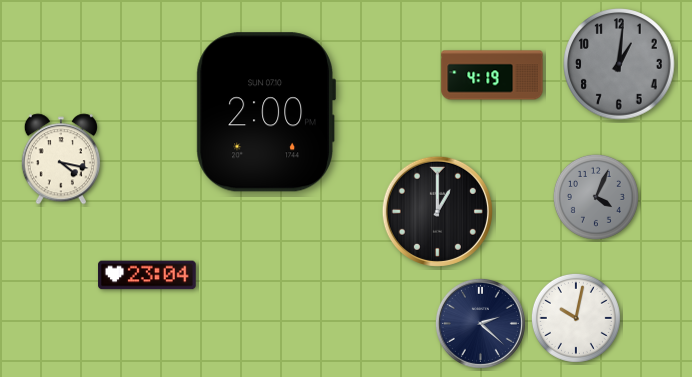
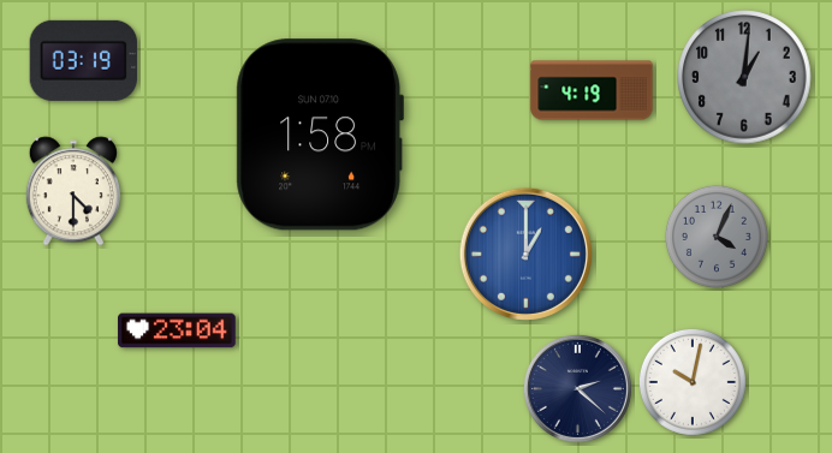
clock at (84, 60): none -> 03:19
clock at (266, 112): 2:00 -> 1:58
clock at (61, 159): 4:17 -> 4:30
clock at (437, 211) dial: black -> blue
